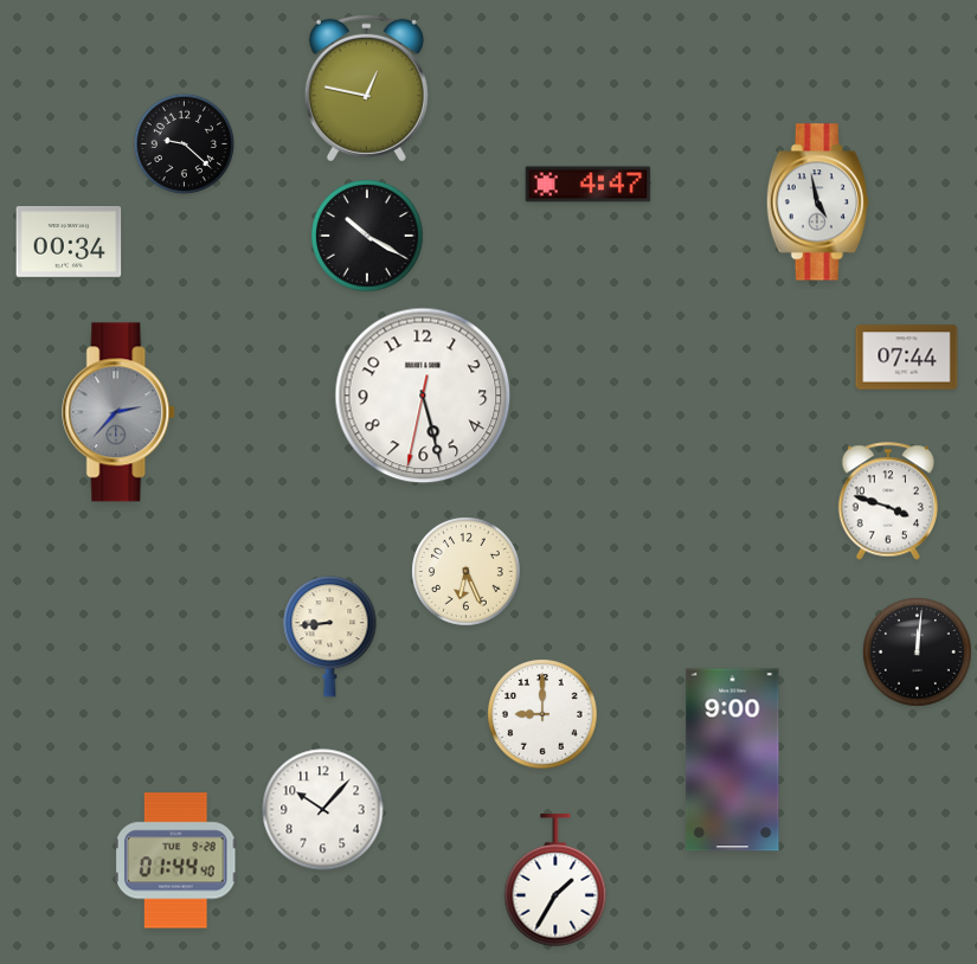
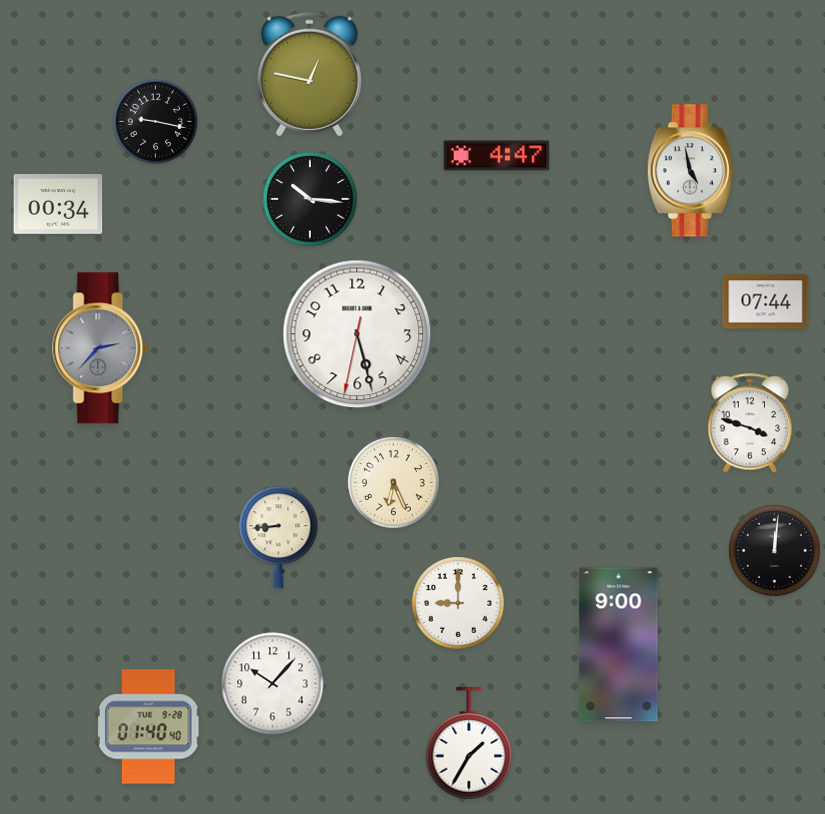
clock at (185, 144): 9:22 -> 9:17
clock at (367, 236): 10:20 -> 10:16
clock at (733, 760) position: (733, 760) -> (619, 645)
clock at (175, 861): 01:44 -> 01:40
